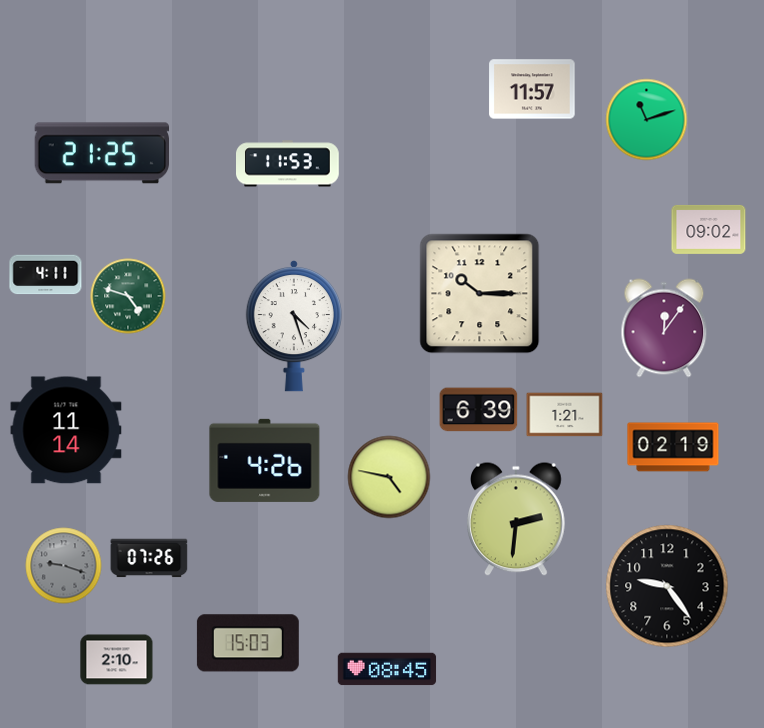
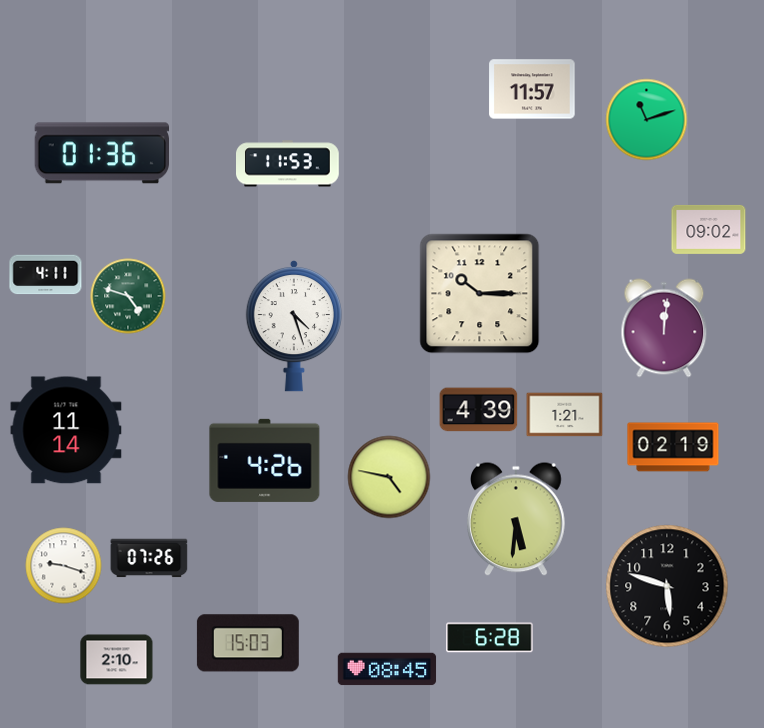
clock at (101, 153): 21:25 -> 01:36
clock at (664, 328): 12:06 -> 12:01
clock at (479, 410): 6:39 -> 4:39
clock at (517, 519): 2:31 -> 5:31
clock at (64, 566) dial: grey -> white
clock at (667, 586): 9:24 -> 5:48
clock at (490, 638): none -> 6:28
